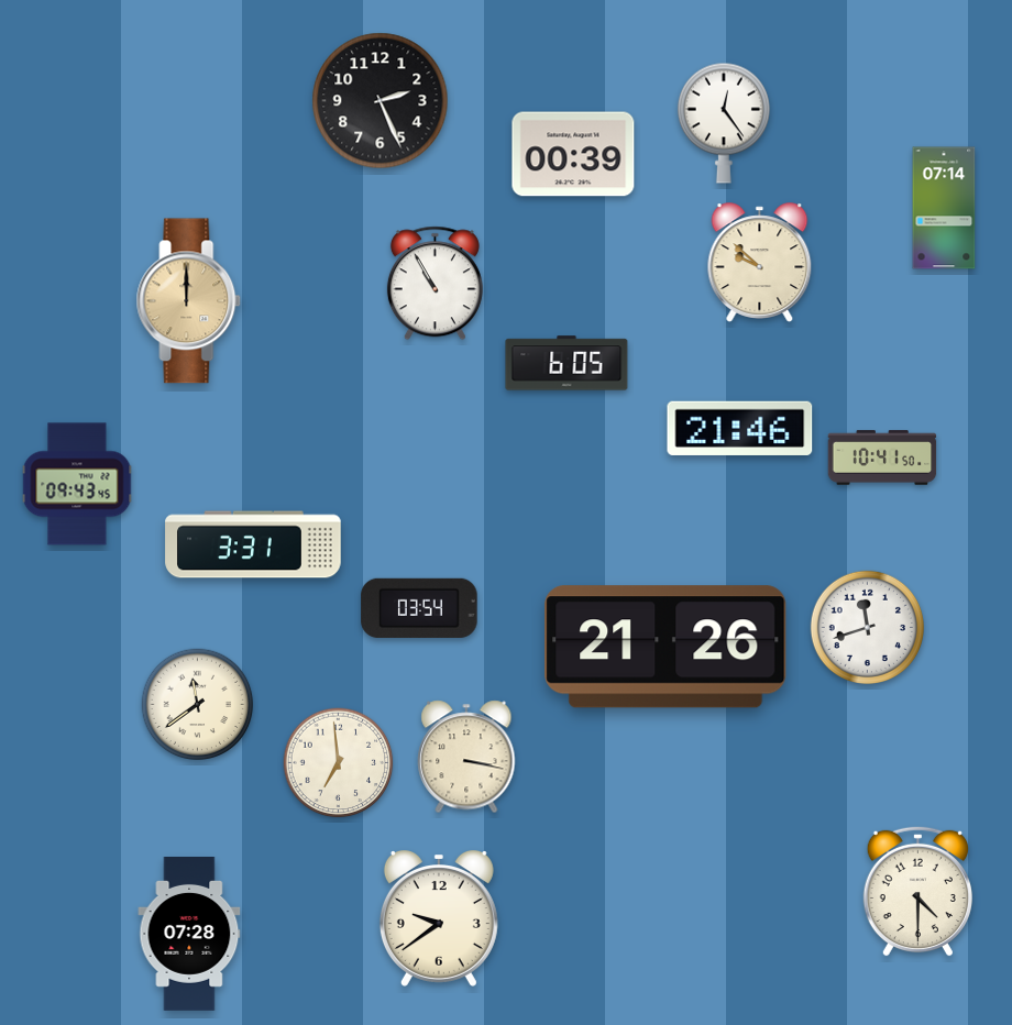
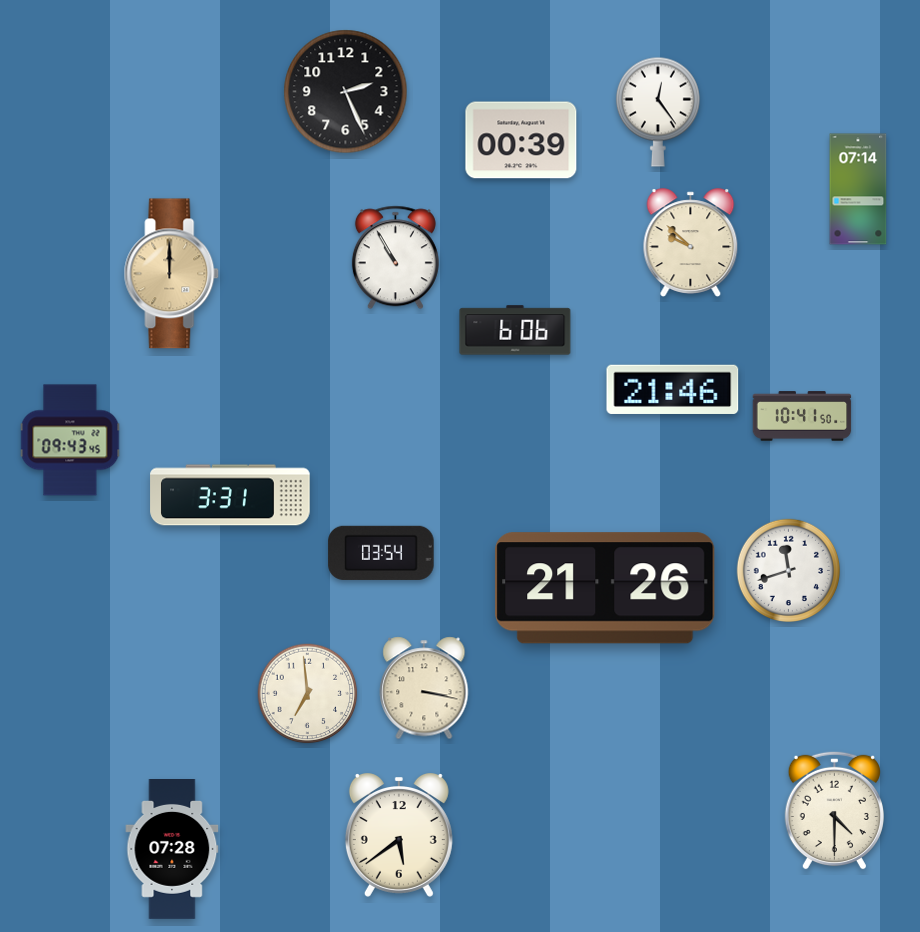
clock at (760, 263) position: (760, 263) -> (691, 243)
clock at (566, 363): 6:05 -> 6:06
clock at (198, 705): 11:39 -> none
clock at (439, 919): 9:39 -> 5:39
